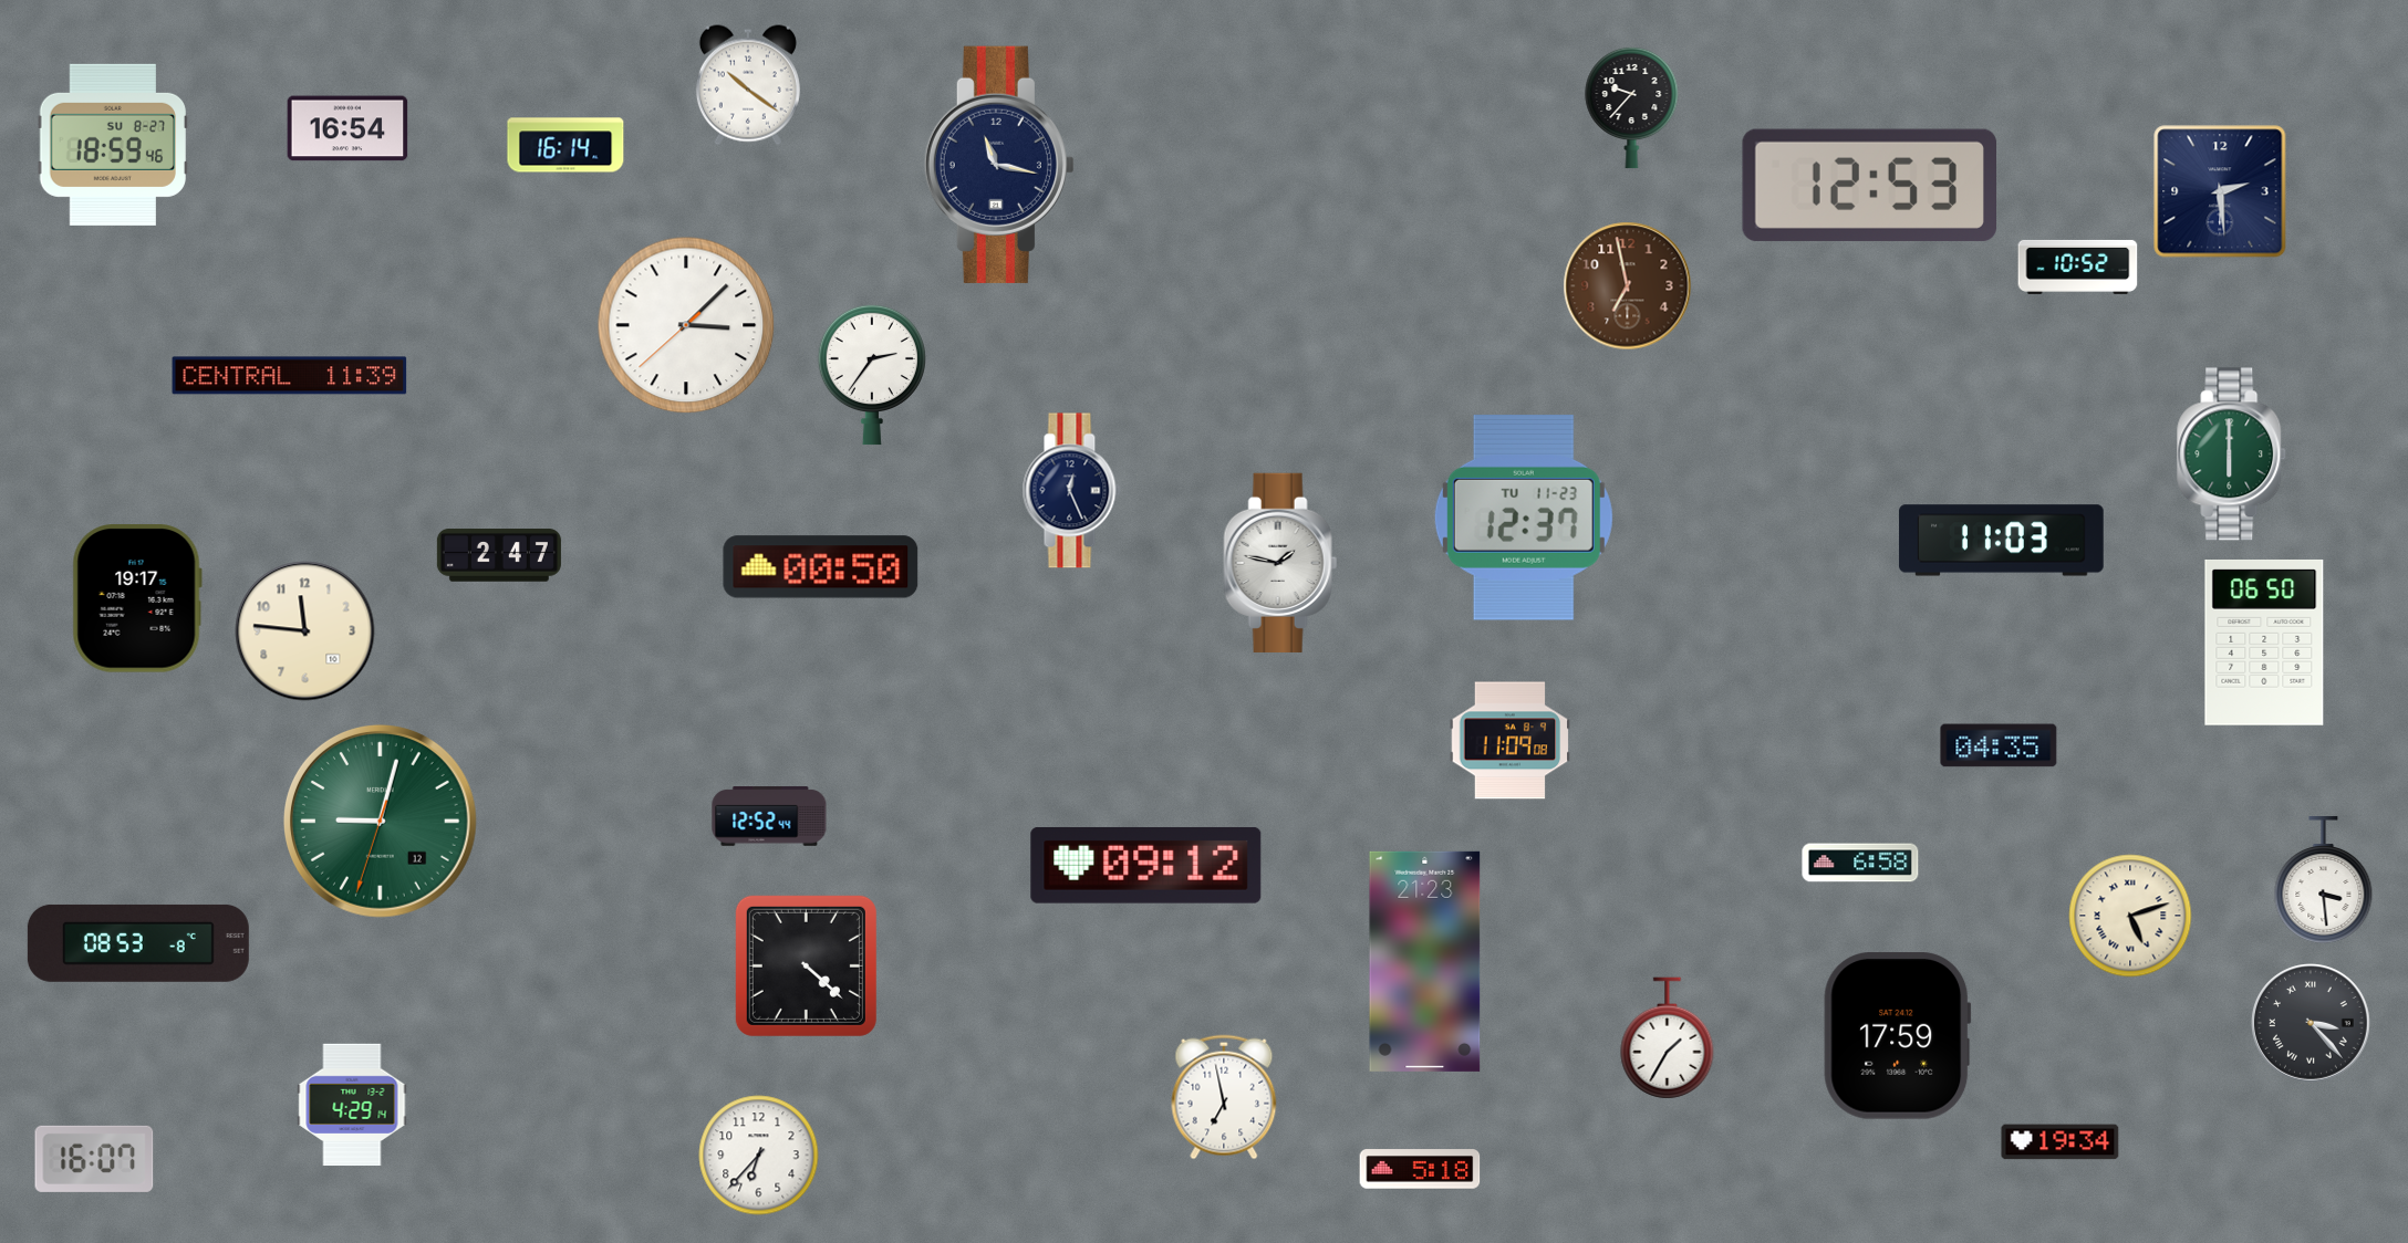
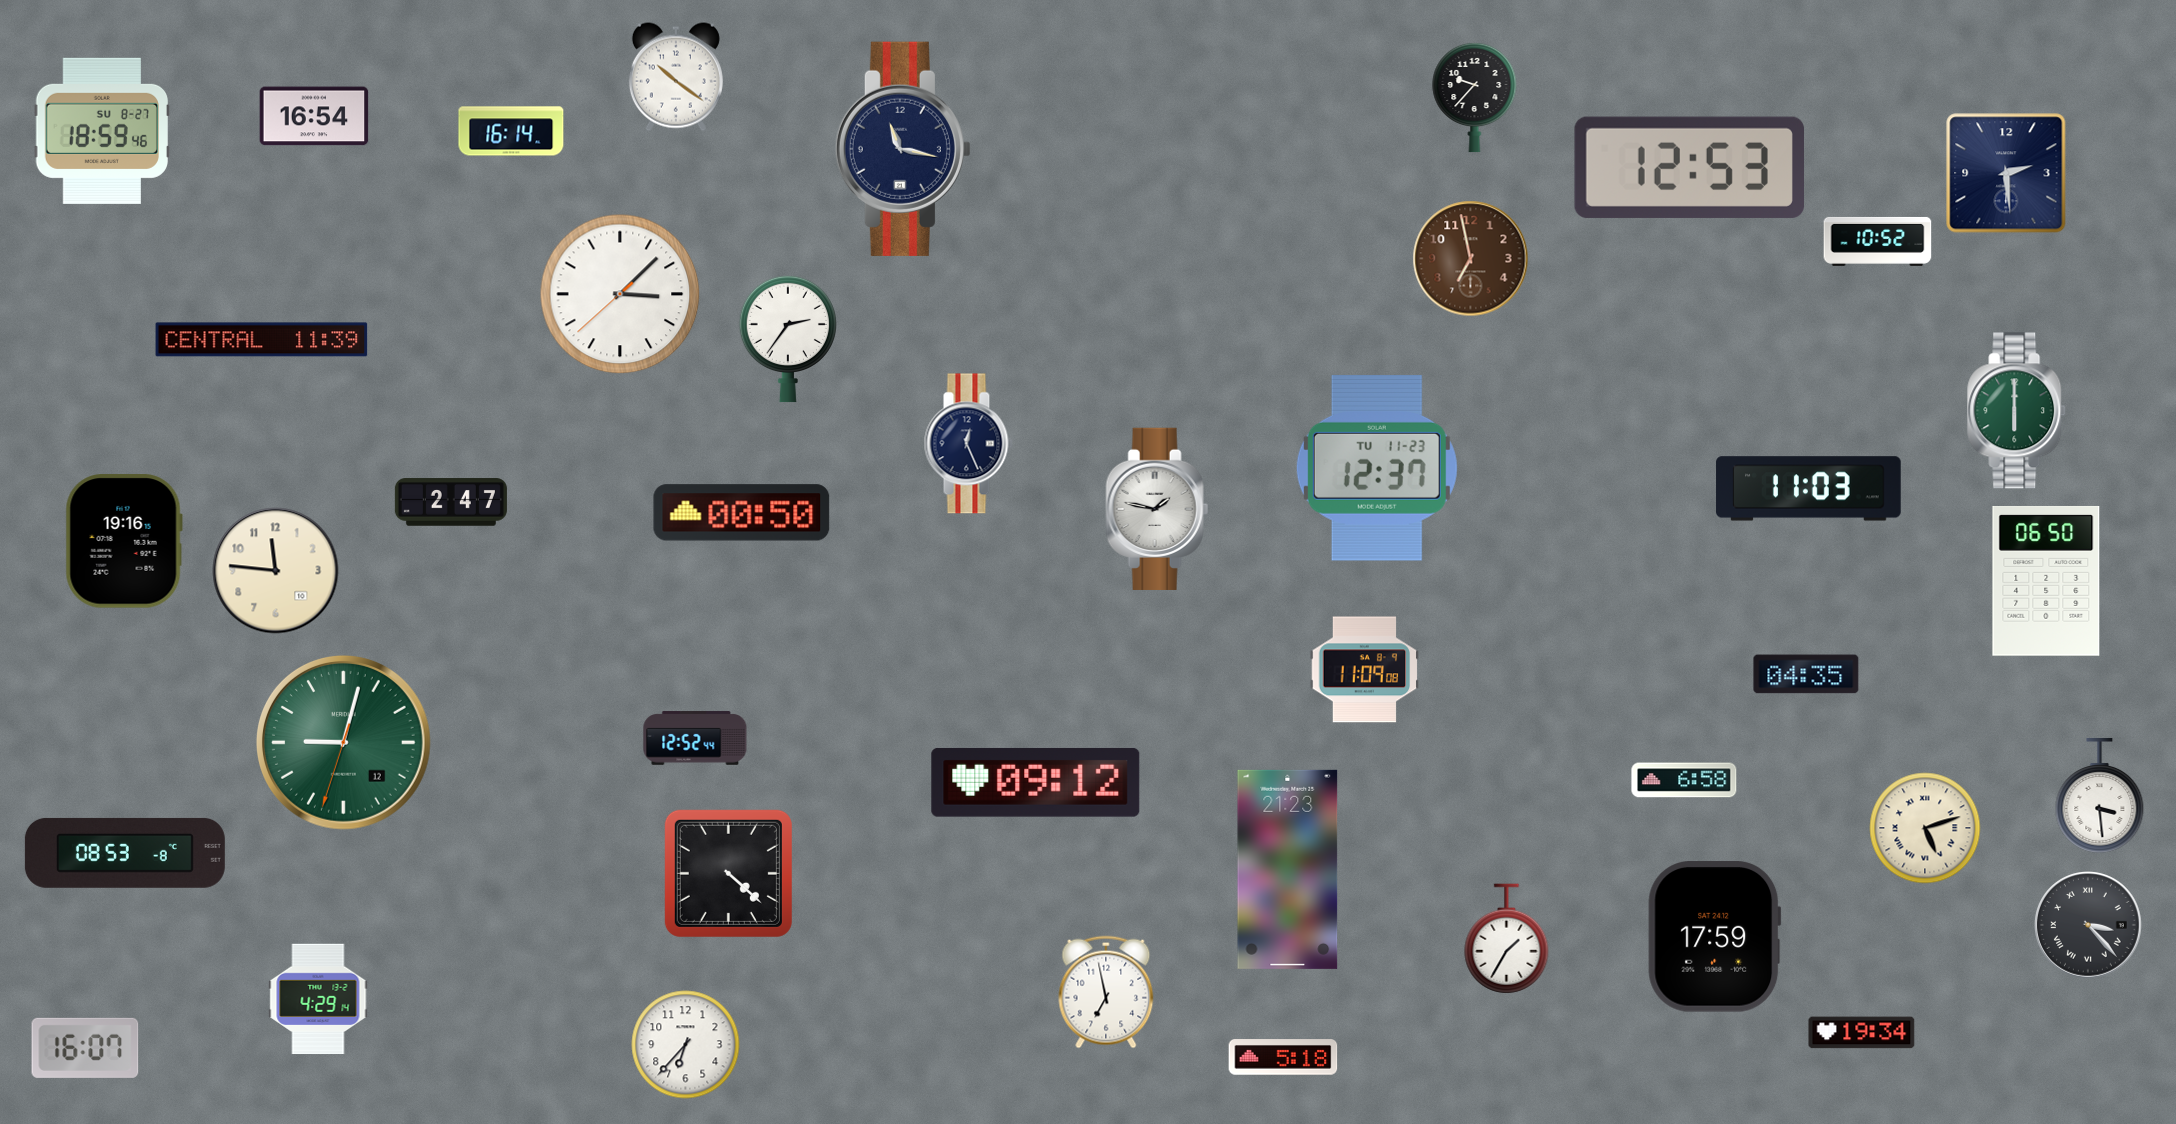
clock at (137, 598): 19:17 -> 19:16
clock at (1860, 863) position: (1860, 863) -> (1684, 780)
